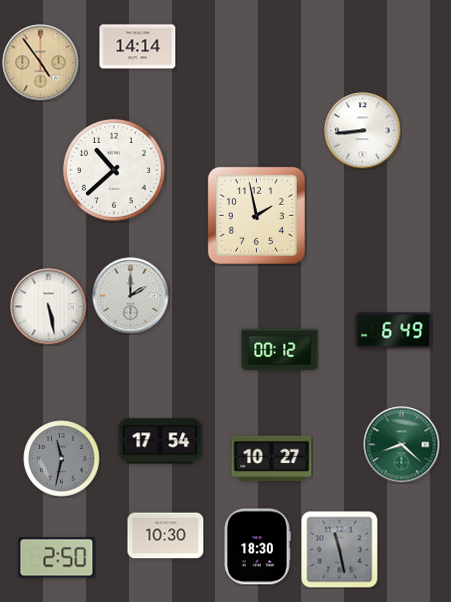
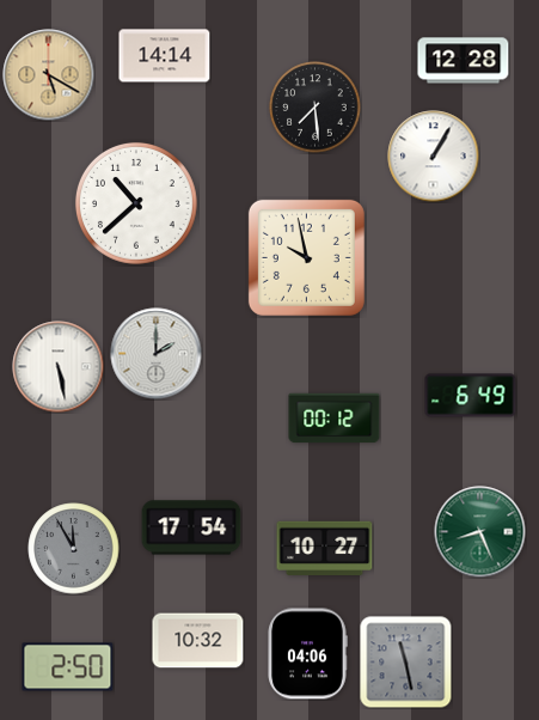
clock at (464, 61): none -> 12:28
clock at (41, 63): 4:54 -> 5:20
clock at (316, 108): none -> 7:29
clock at (363, 131): 8:44 -> 1:05
clock at (256, 215): 1:58 -> 9:58
clock at (402, 445): 8:22 -> 8:26
clock at (62, 459): 11:32 -> 11:55
clock at (166, 536): 10:30 -> 10:32
clock at (257, 547): 18:30 -> 04:06
clock at (340, 550) position: (340, 550) -> (406, 663)
